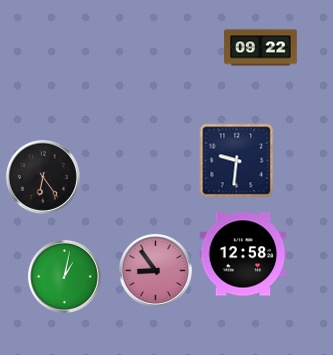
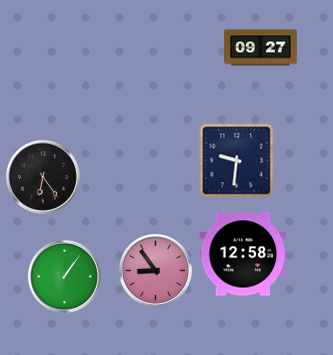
clock at (261, 48): 09:22 -> 09:27
clock at (64, 276): 1:02 -> 1:06
